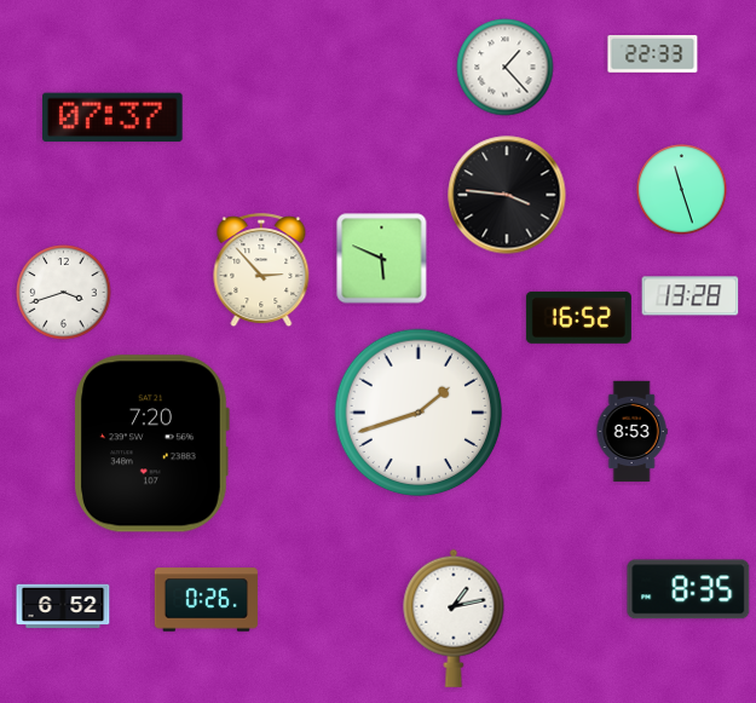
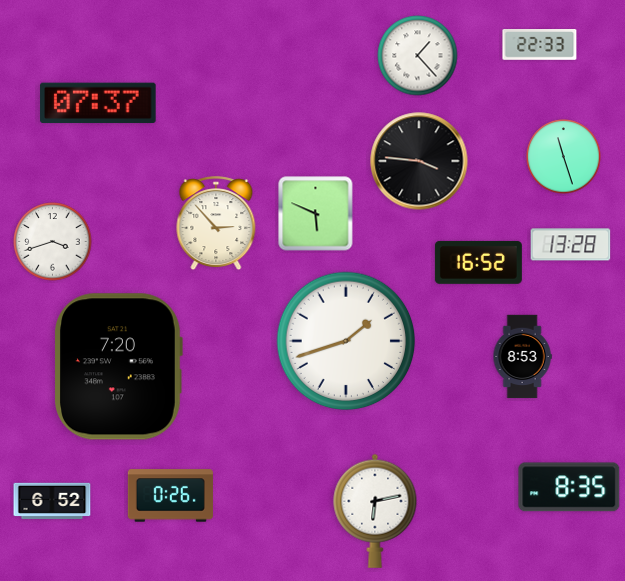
clock at (112, 117) position: (112, 117) -> (98, 103)
clock at (151, 444) position: (151, 444) -> (118, 367)
clock at (454, 618): 1:13 -> 6:13
